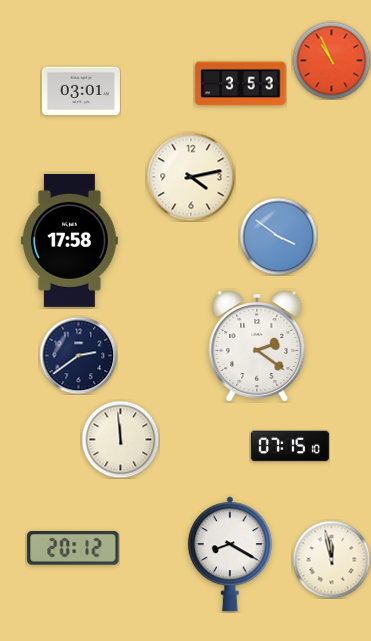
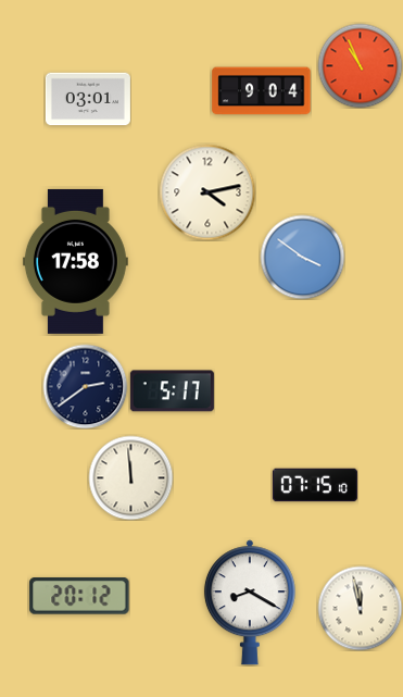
clock at (241, 84): 3:53 -> 9:04
clock at (257, 346): 2:21 -> none
clock at (172, 391): none -> 5:17
